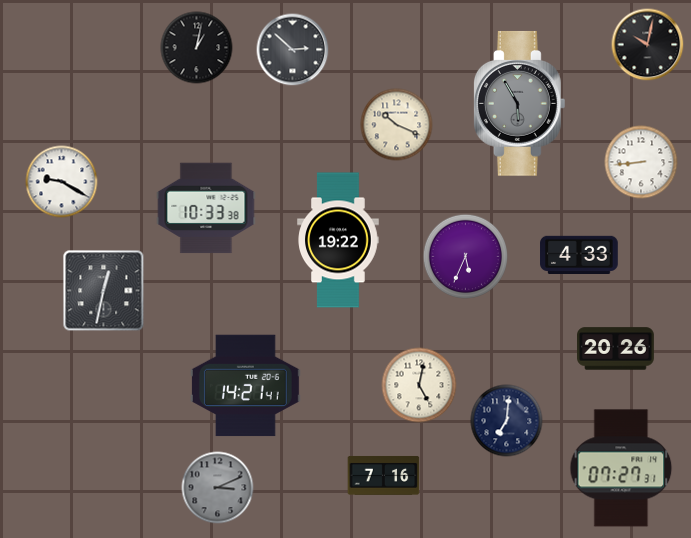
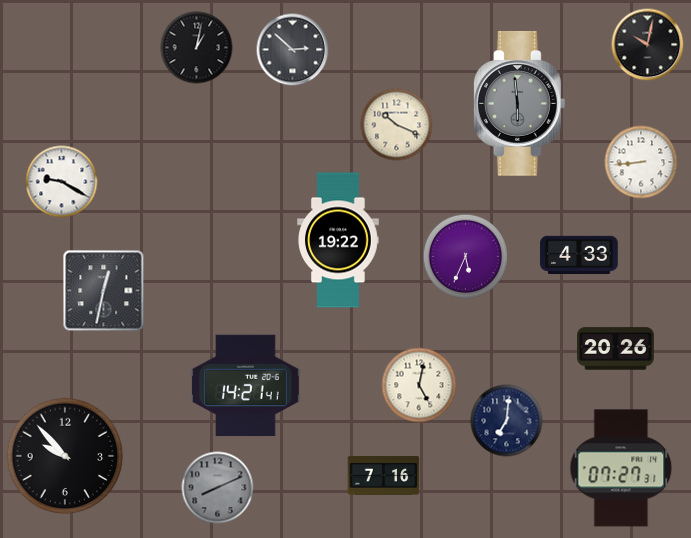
clock at (519, 104): 5:55 -> 5:59
clock at (206, 208): 10:33 -> none
clock at (65, 456): none -> 9:53
clock at (218, 488): 3:11 -> 8:11
